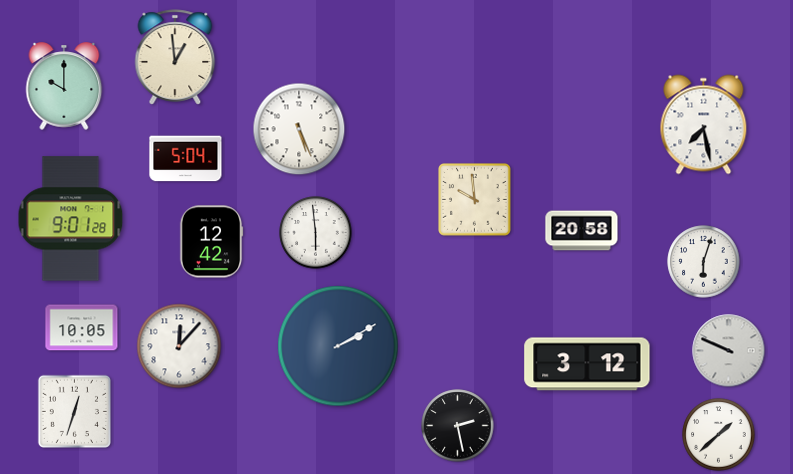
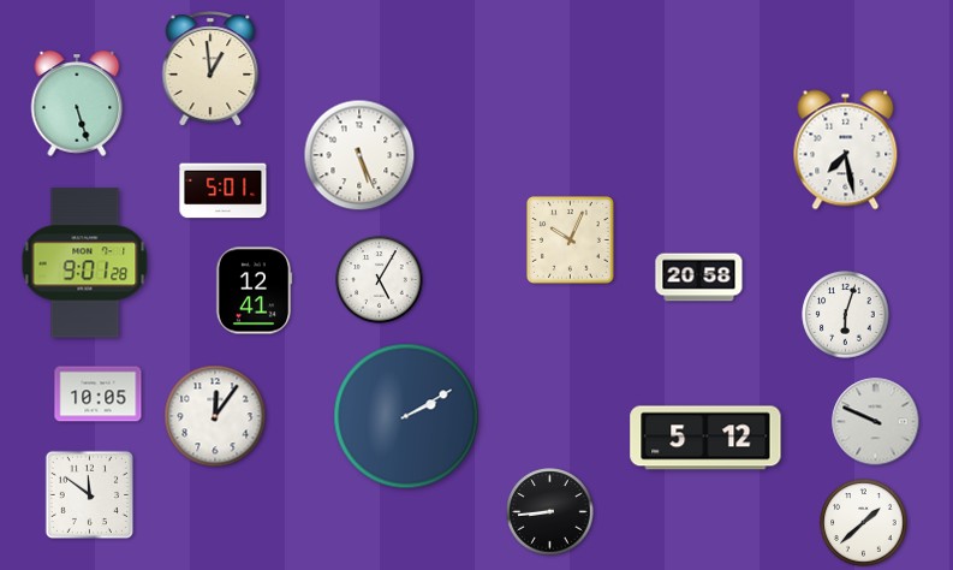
clock at (64, 86): 10:00 -> 5:27
clock at (186, 159): 5:04 -> 5:01
clock at (475, 200): 9:59 -> 10:04
clock at (316, 233): 5:59 -> 5:05
clock at (211, 242): 12:42 -> 12:41
clock at (179, 346): 12:07 -> 12:06
clock at (587, 364): 3:12 -> 5:12
clock at (74, 411): 12:33 -> 11:51
clock at (458, 426): 2:28 -> 8:44
